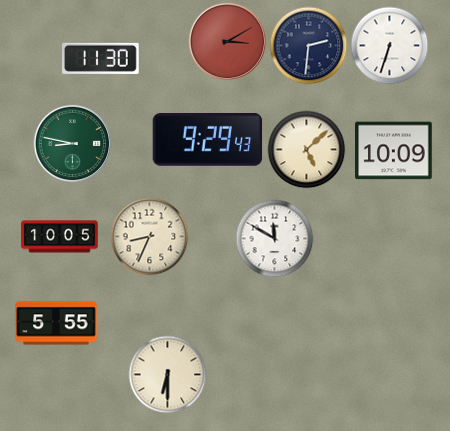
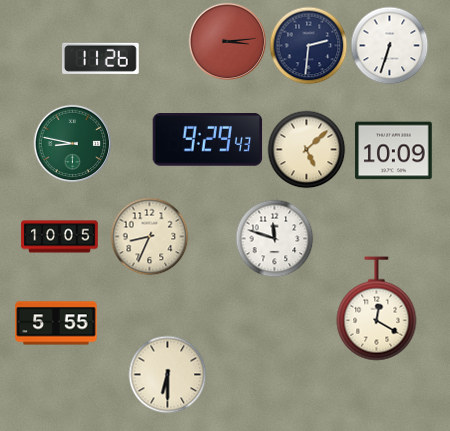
clock at (227, 41): 3:10 -> 3:14
clock at (101, 58): 11:30 -> 11:26
clock at (274, 238): 11:50 -> 11:48
clock at (377, 309): none -> 12:20
